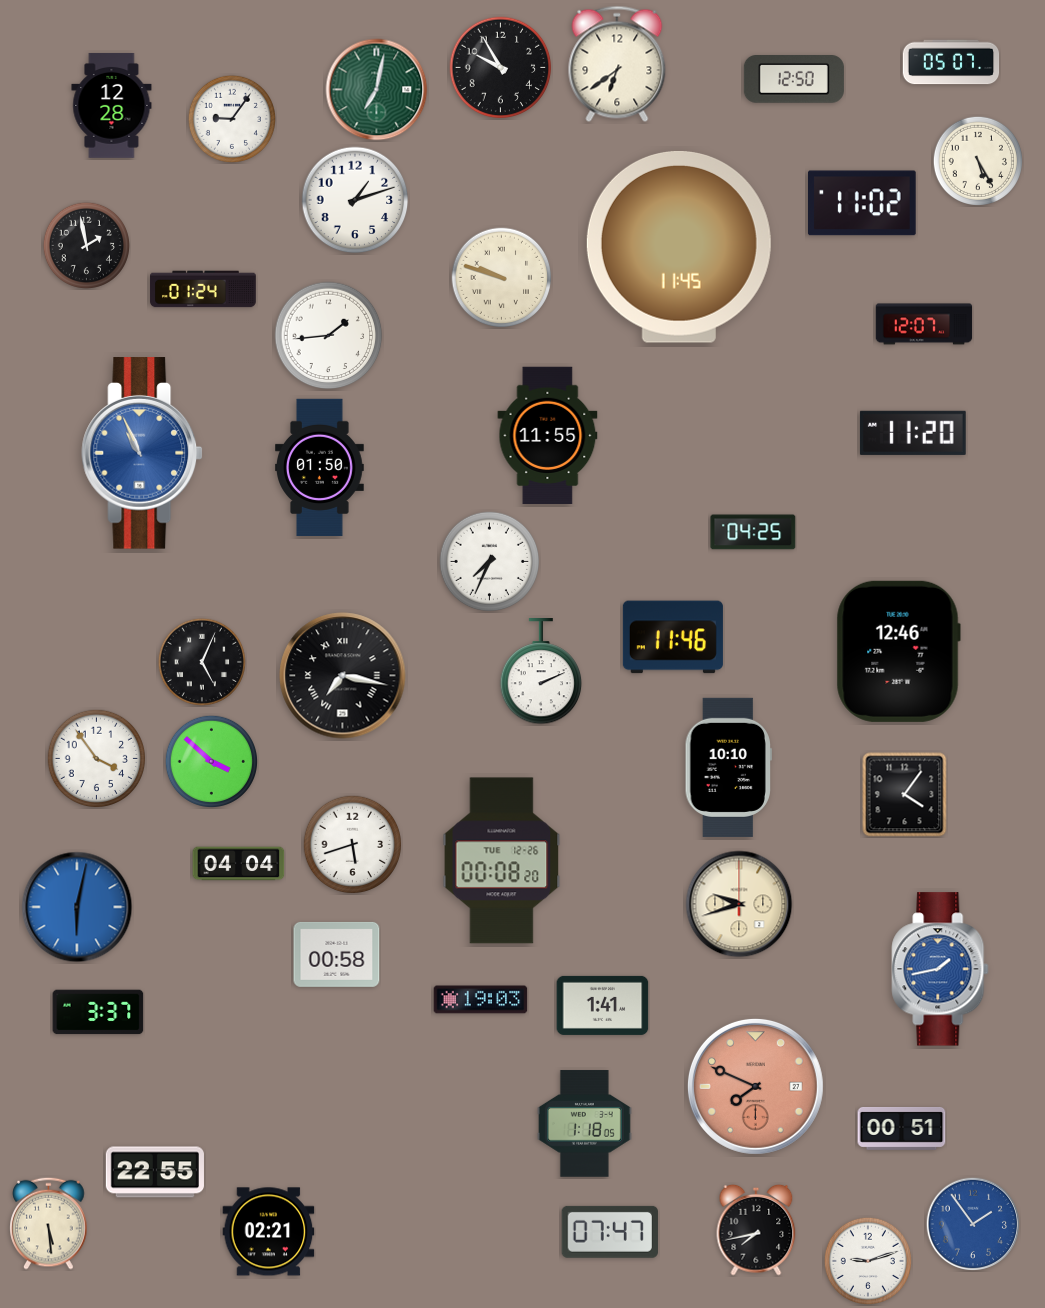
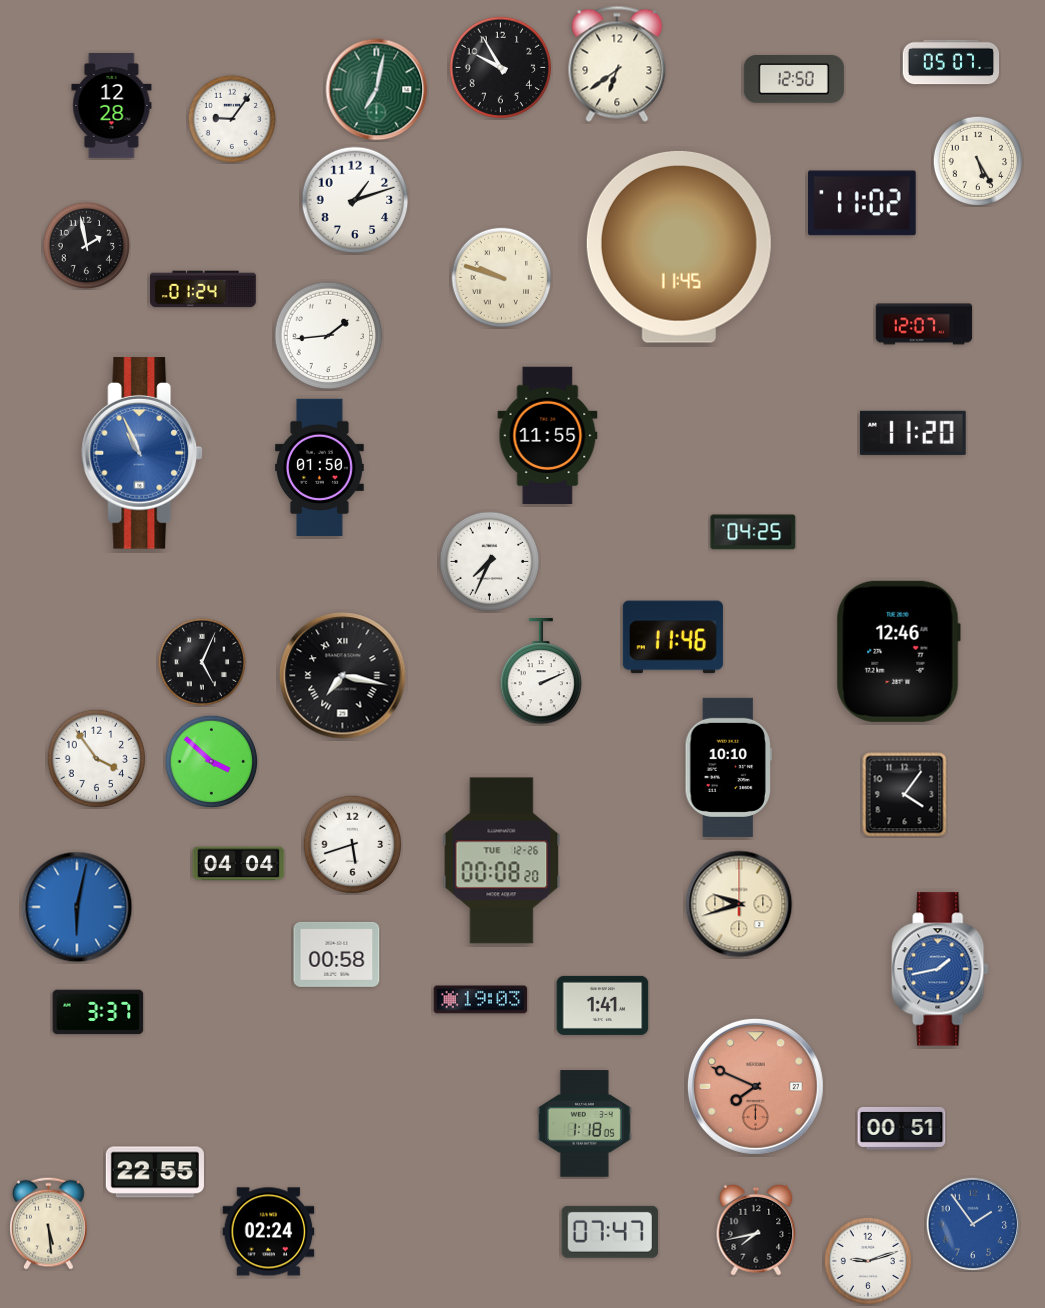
clock at (269, 1232): 02:21 -> 02:24
